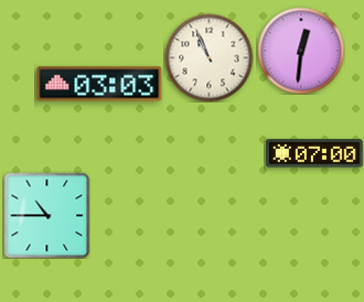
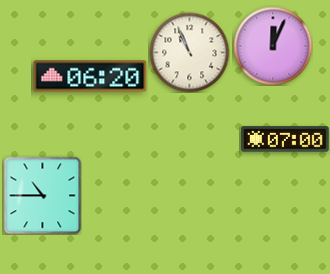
clock at (301, 51): 12:31 -> 12:04
clock at (99, 84): 03:03 -> 06:20
